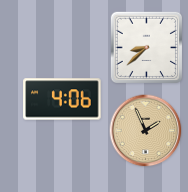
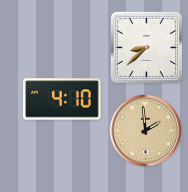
clock at (62, 99): 4:06 -> 4:10
clock at (146, 131): 1:56 -> 1:59
